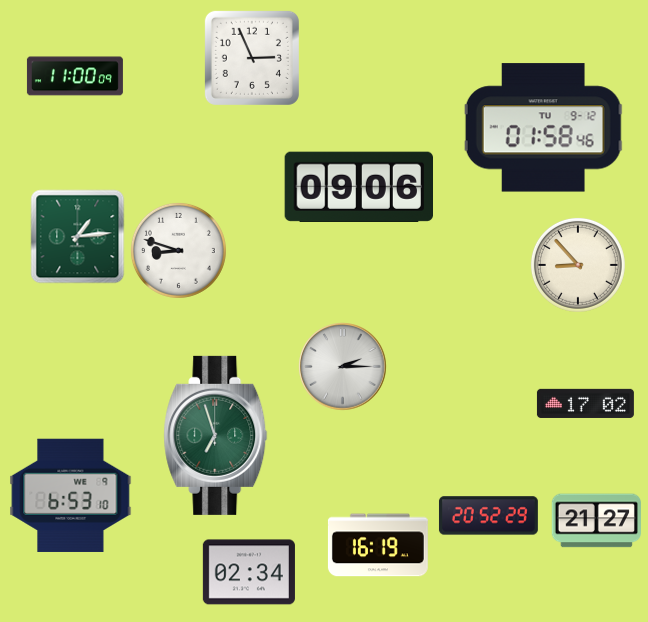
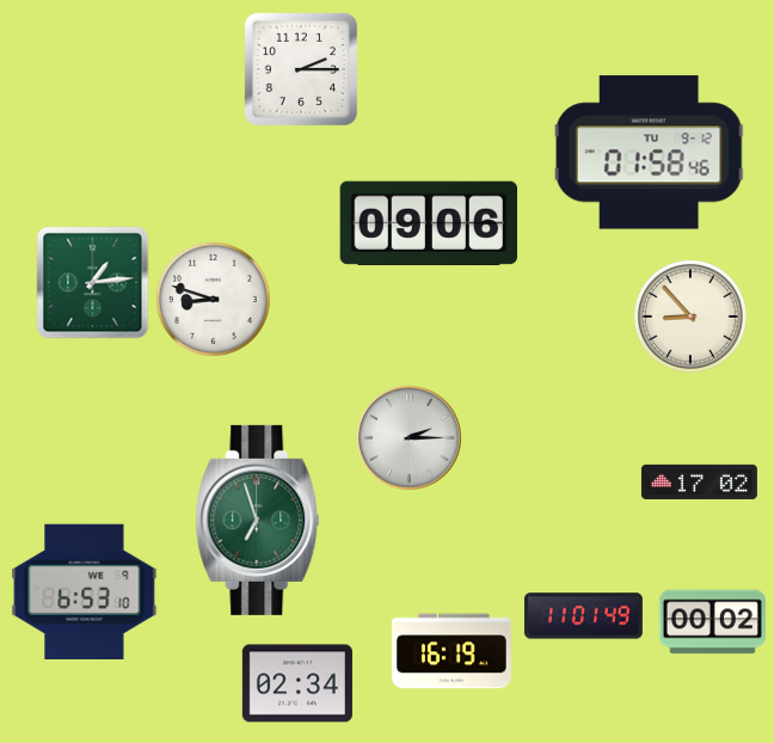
clock at (252, 58): 2:56 -> 2:15
clock at (75, 76): 11:00 -> none
clock at (488, 516): 20:52 -> 11:01
clock at (596, 521): 21:27 -> 00:02
